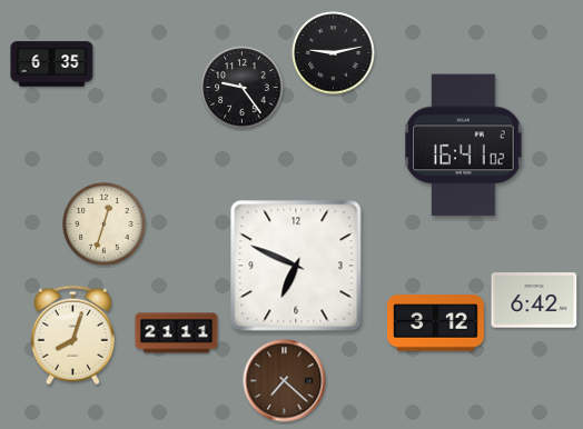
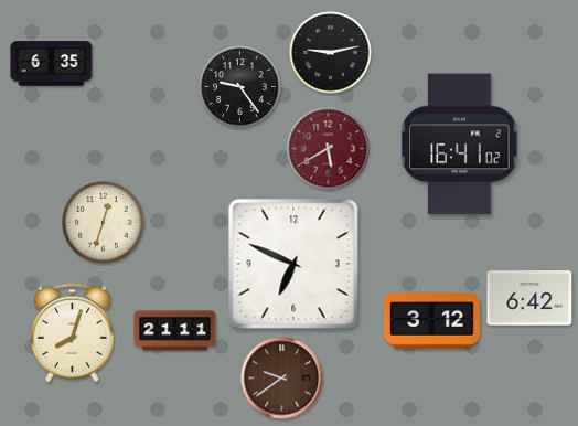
clock at (329, 149): none -> 5:40
clock at (285, 381): 7:22 -> 9:39
